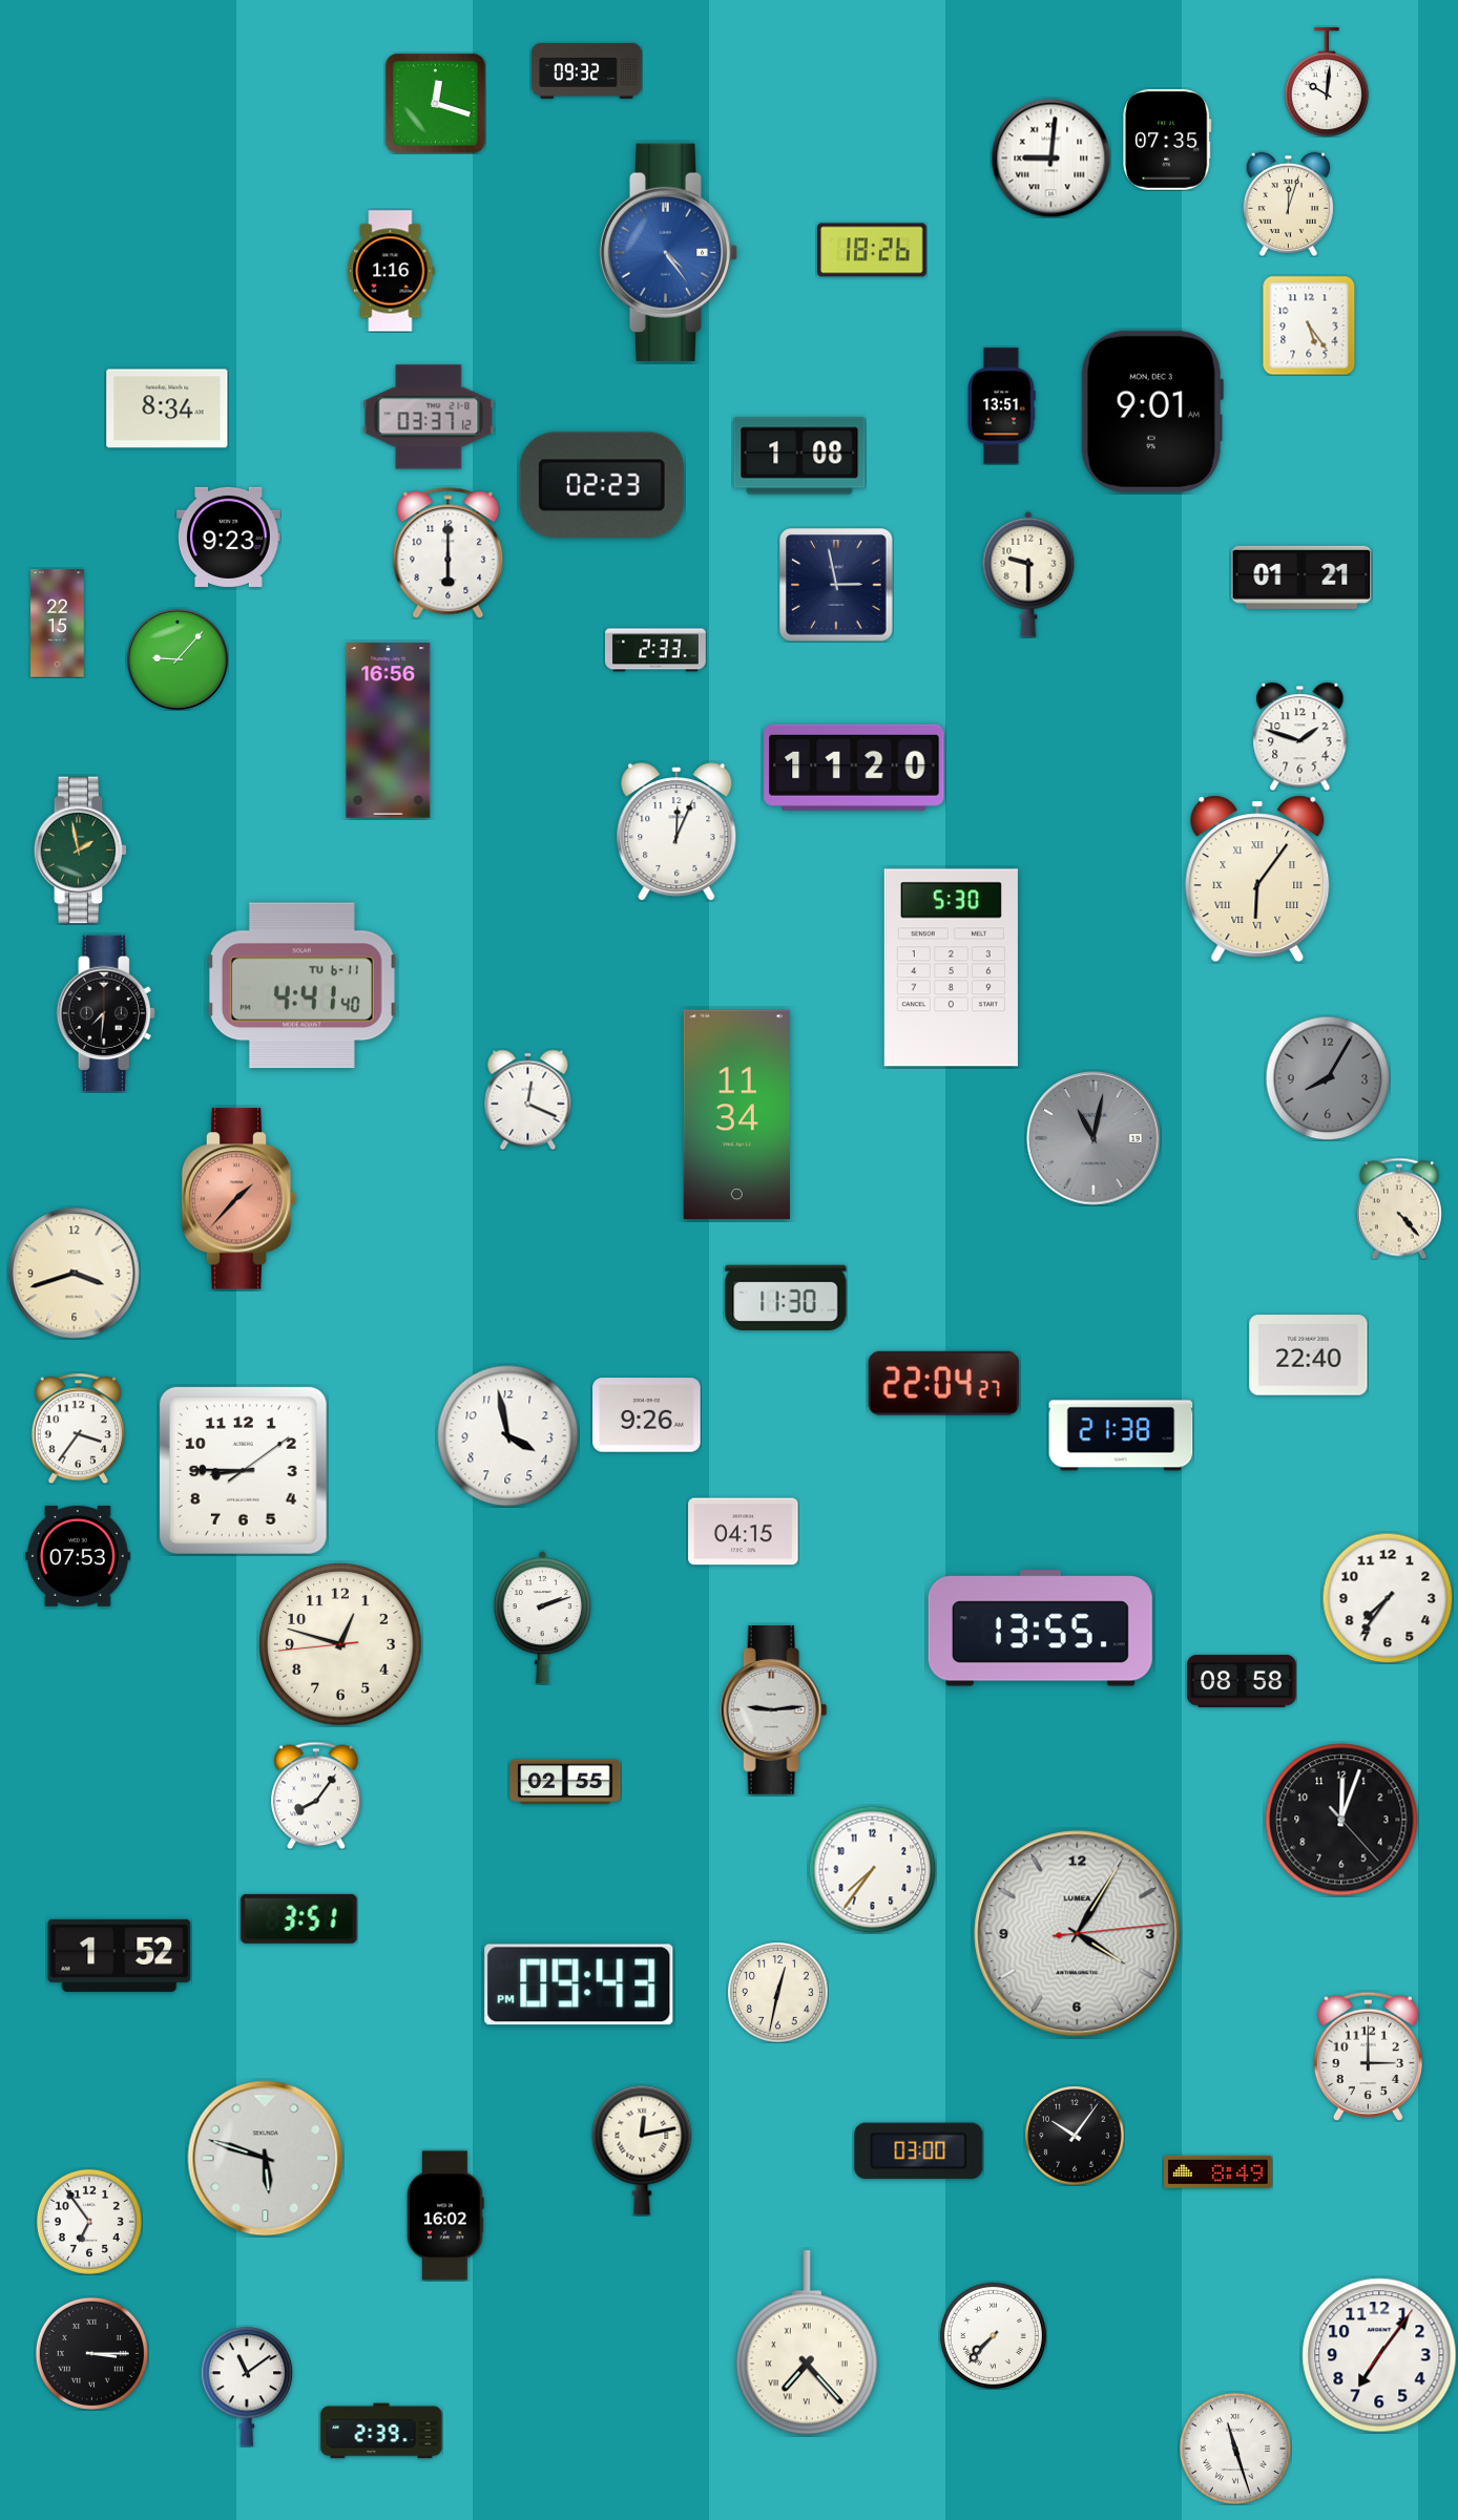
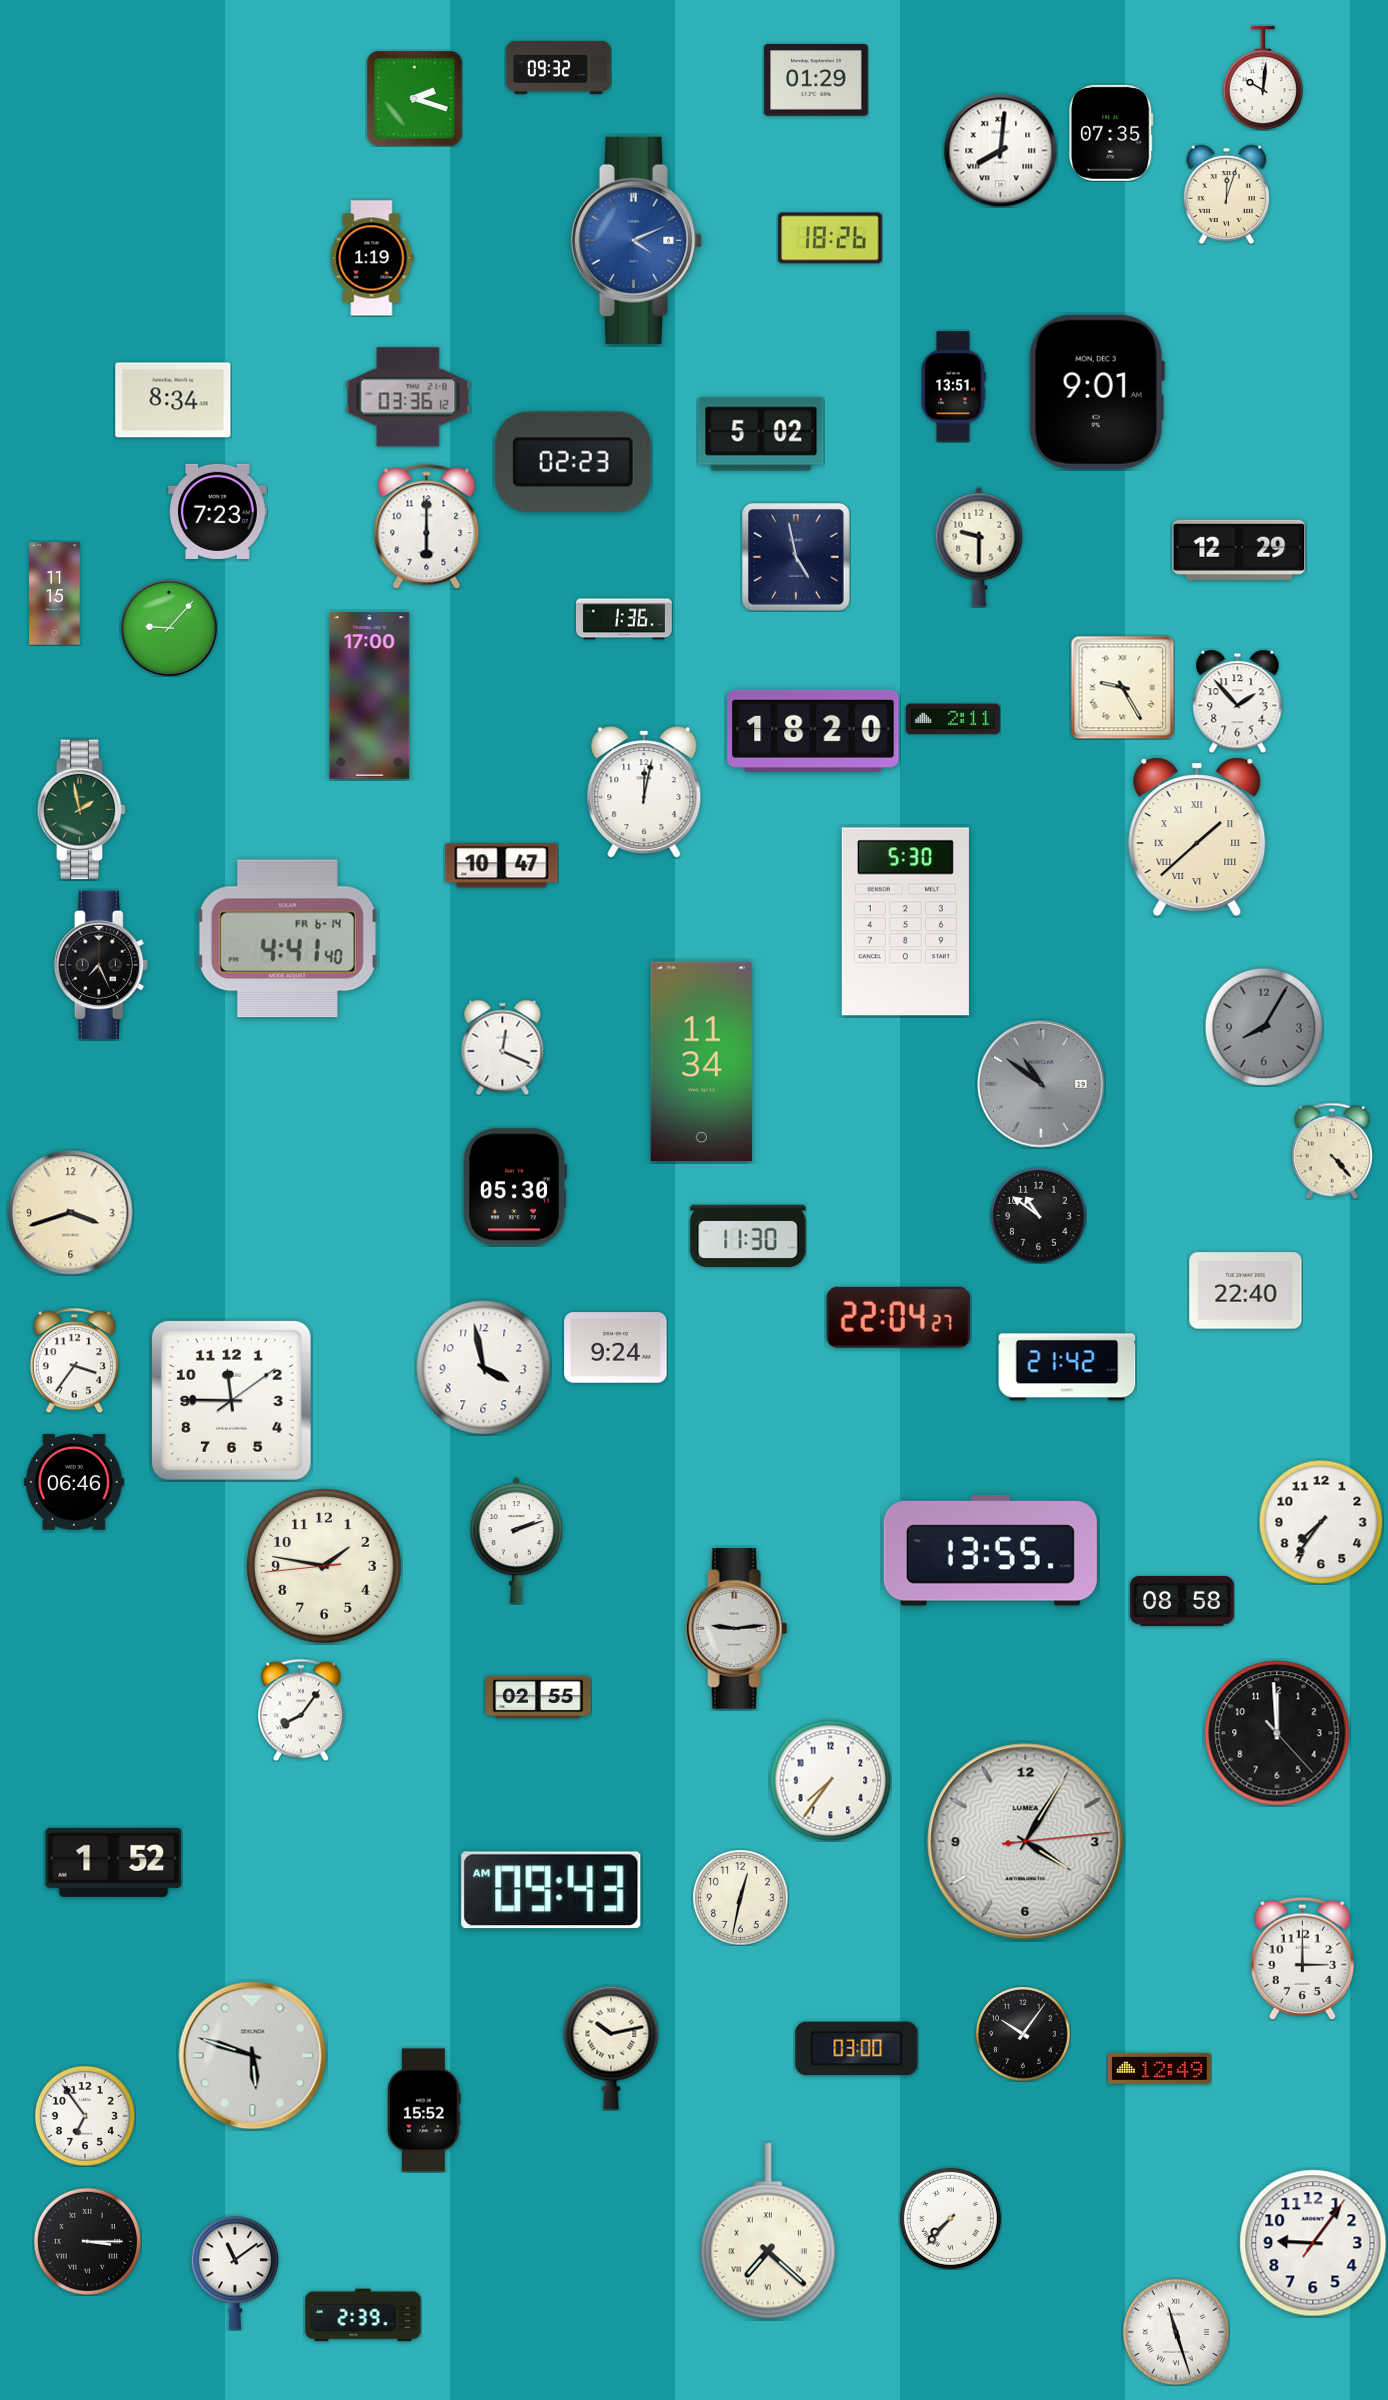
clock at (816, 80): none -> 01:29
clock at (435, 103): 12:18 -> 2:18
clock at (1050, 157): 9:01 -> 8:01
clock at (669, 252): 4:24 -> 4:11
clock at (391, 271): 1:16 -> 1:19
clock at (1309, 325): 5:24 -> none
clock at (167, 408) position: (167, 408) -> (173, 400)
clock at (429, 417): 03:37 -> 03:36
clock at (799, 456): 1:08 -> 5:02
clock at (229, 537): 9:23 -> 7:23
clock at (1301, 577): 01:21 -> 12:29
clock at (837, 586): 2:58 -> 4:58
clock at (58, 624): 22:15 -> 11:15
clock at (655, 650): 2:33 -> 1:36
clock at (1122, 687): none -> 9:25
clock at (389, 731): 16:56 -> 17:00
clock at (1300, 736): 1:48 -> 1:53
clock at (953, 719): none -> 2:11
clock at (854, 768): 11:20 -> 18:20
clock at (676, 832): 12:04 -> 12:02
clock at (81, 850) position: (81, 850) -> (82, 810)
clock at (1257, 879): 6:06 -> 1:38
clock at (502, 866): none -> 10:47
clock at (301, 986) date: TU 6-11 -> FR 6-14
clock at (106, 1013): 7:31 -> 7:26
clock at (1093, 1138): 11:02 -> 10:51
clock at (239, 1199): 1:37 -> none
clock at (515, 1187): none -> 05:30
clock at (1039, 1216): none -> 10:51
clock at (647, 1415): 9:26 -> 9:24
clock at (1121, 1435): 21:38 -> 21:42
clock at (243, 1470): 8:45 -> 11:45
clock at (744, 1532): 04:15 -> none
clock at (79, 1556): 07:53 -> 06:46
clock at (340, 1644): 12:47 -> 1:46
clock at (1341, 1820): 12:03 -> 11:59
clock at (299, 1918): 3:51 -> none
clock at (579, 1984): 09:43 PM -> 09:43 AM
clock at (642, 2150): 12:13 -> 10:13
clock at (919, 2151) position: (919, 2151) -> (857, 2049)
clock at (1219, 2171): 8:49 -> 12:49
clock at (445, 2215): 16:02 -> 15:52
clock at (993, 2335) position: (993, 2335) -> (950, 2218)
clock at (807, 2344): 7:23 -> 7:22
clock at (1379, 2355): 7:06 -> 9:06
